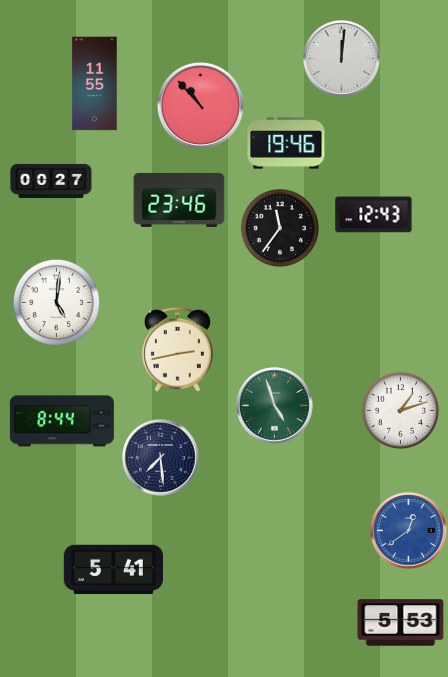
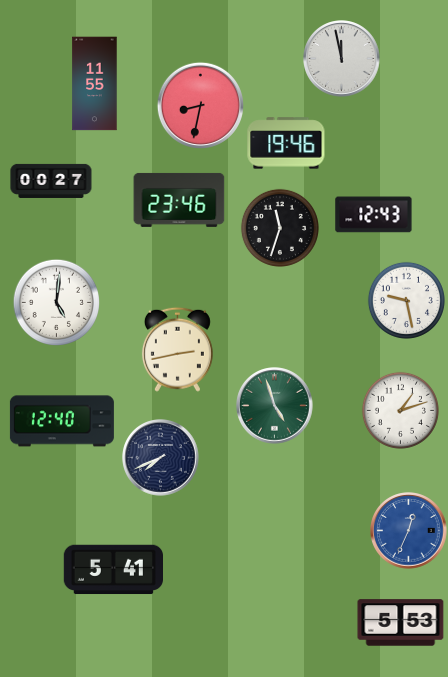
clock at (342, 59): 12:01 -> 11:58
clock at (200, 105): 10:53 -> 8:32
clock at (280, 228): 11:36 -> 11:33
clock at (406, 300): none -> 9:28
clock at (62, 421): 8:44 -> 12:40
clock at (161, 458): 7:29 -> 7:41
clock at (409, 531): 12:39 -> 12:34
